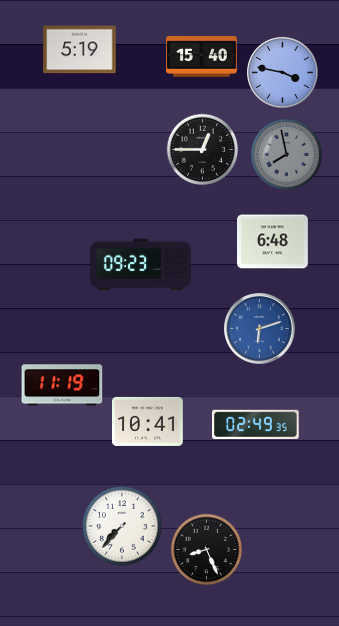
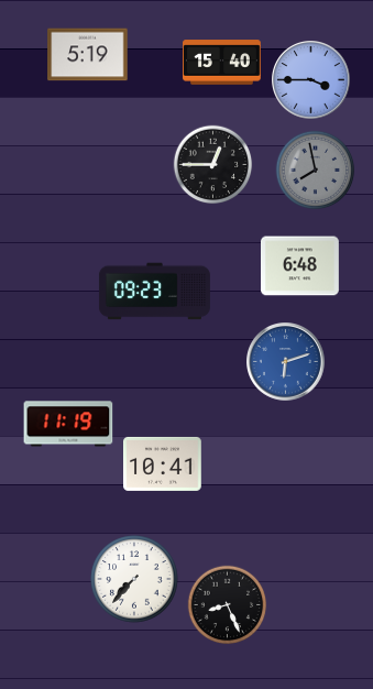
clock at (283, 73): 3:47 -> 3:45
clock at (203, 150) position: (203, 150) -> (213, 165)
clock at (256, 424): 02:49 -> none
